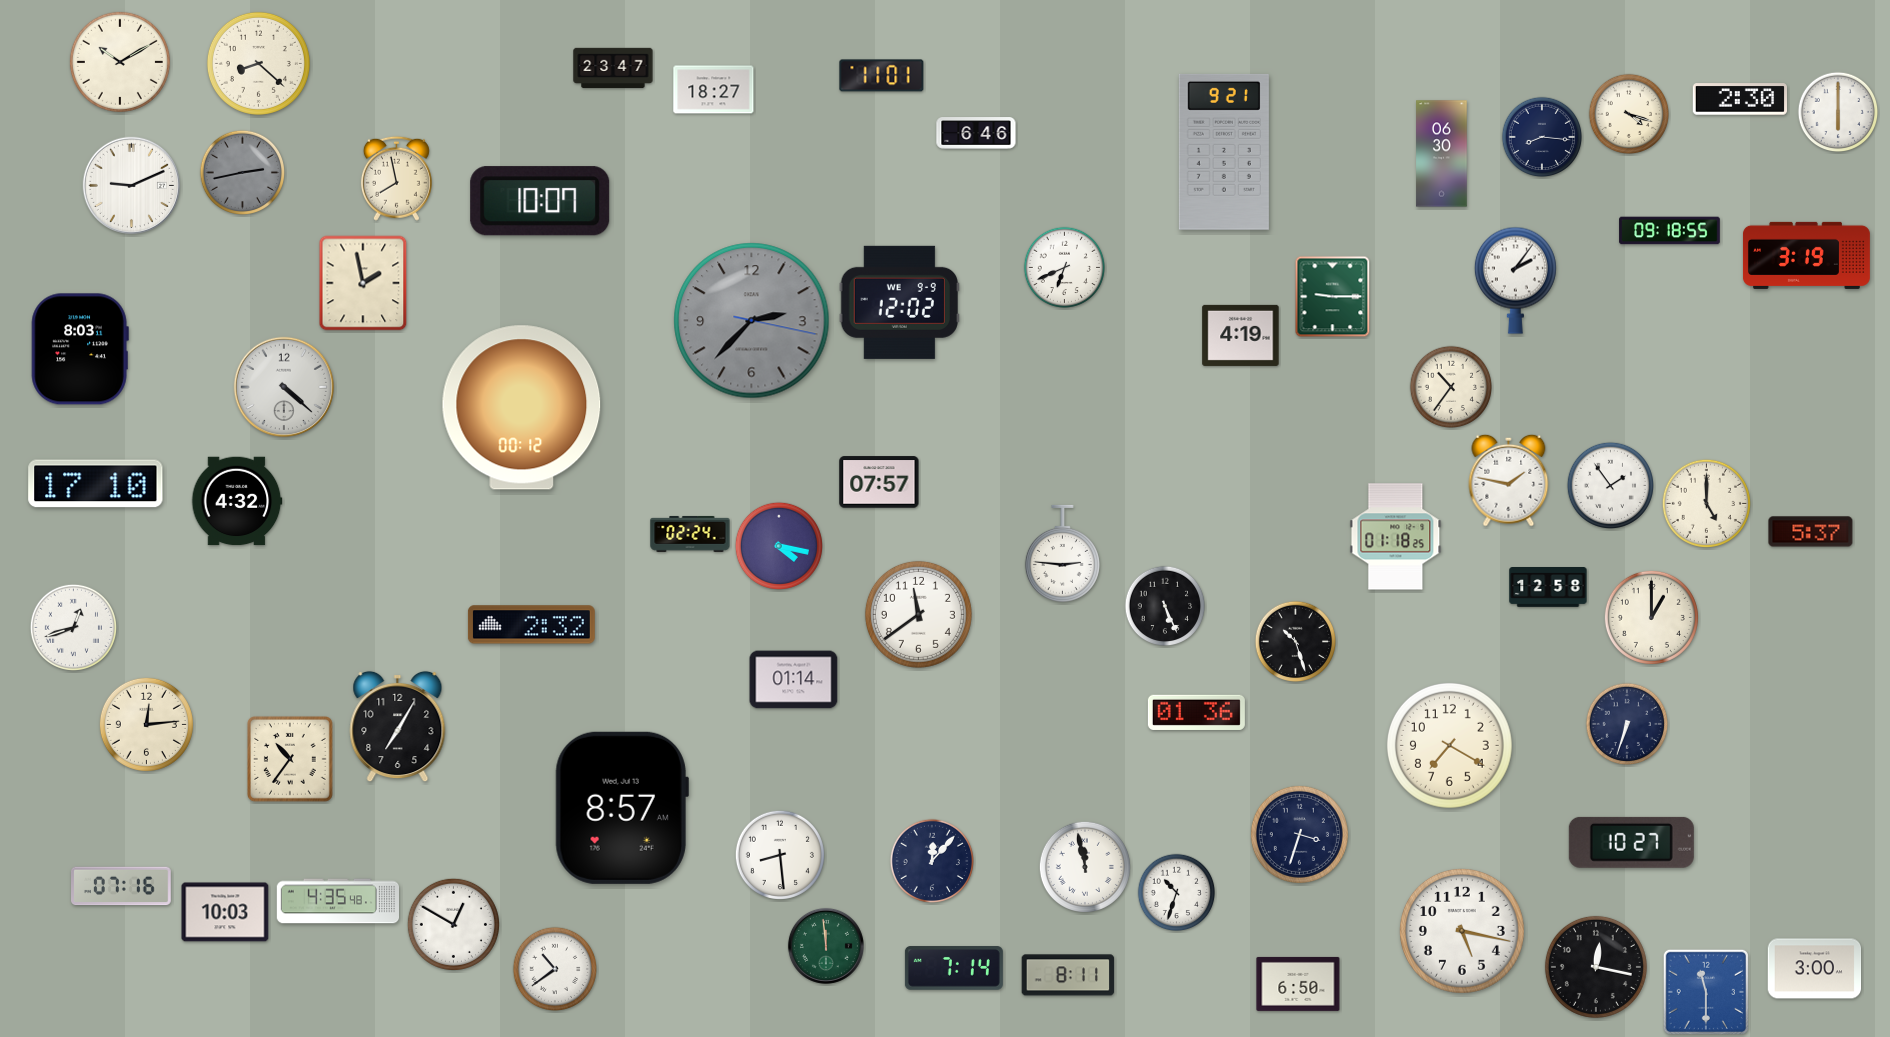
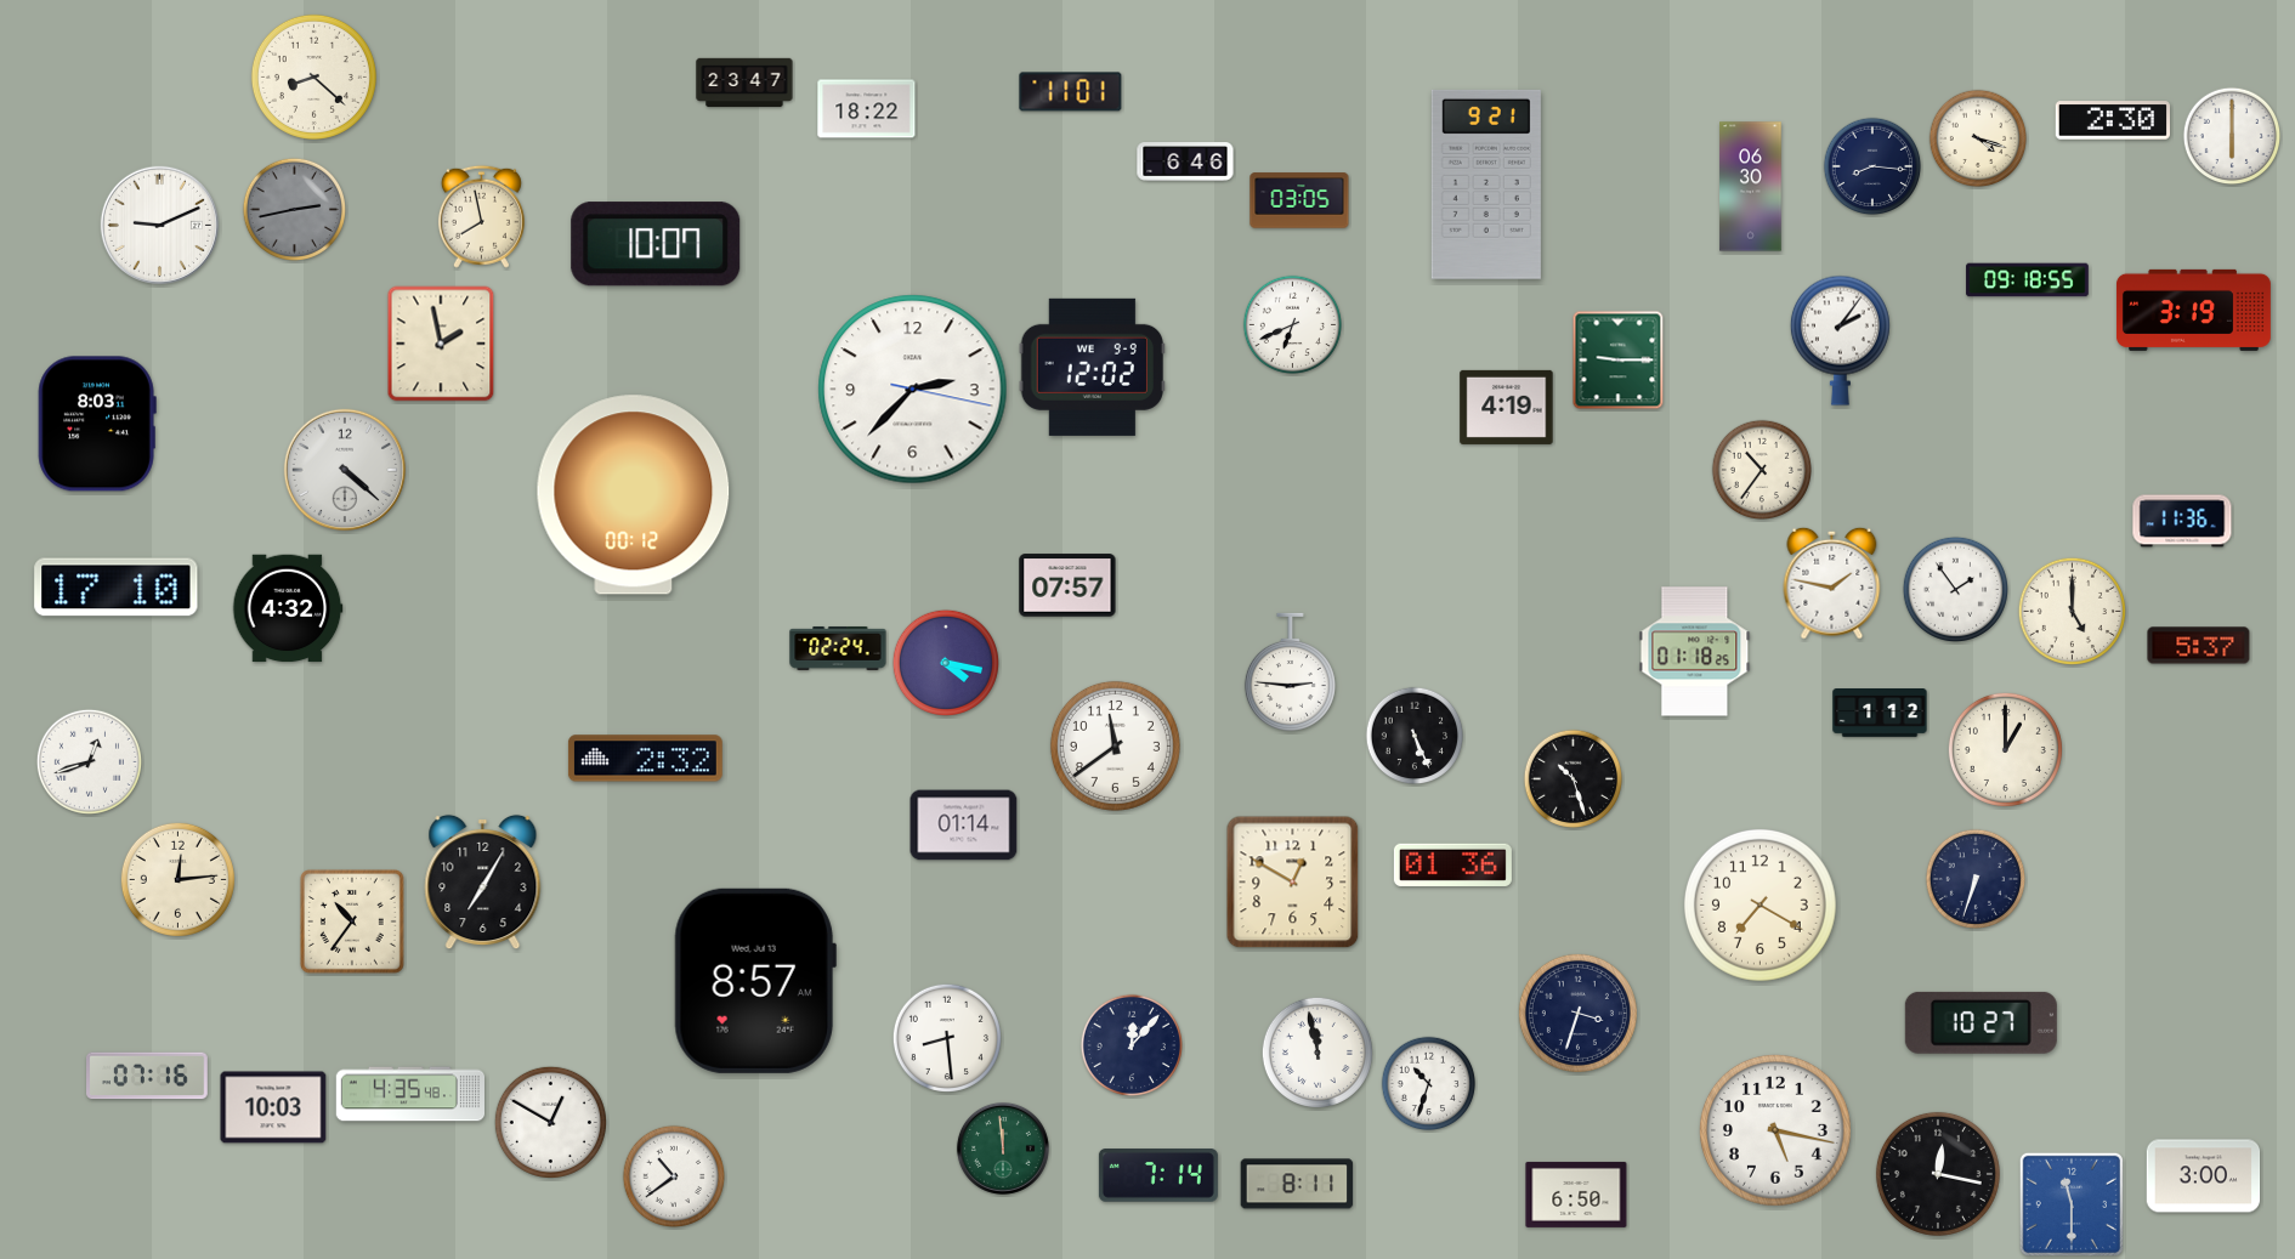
clock at (120, 62): 10:10 -> none
clock at (714, 90): 18:27 -> 18:22
clock at (1299, 200): none -> 03:05
clock at (752, 321) dial: grey -> white
clock at (2182, 521): none -> 11:36
clock at (1548, 588): 12:58 -> 1:12
clock at (1293, 883): none -> 12:50
